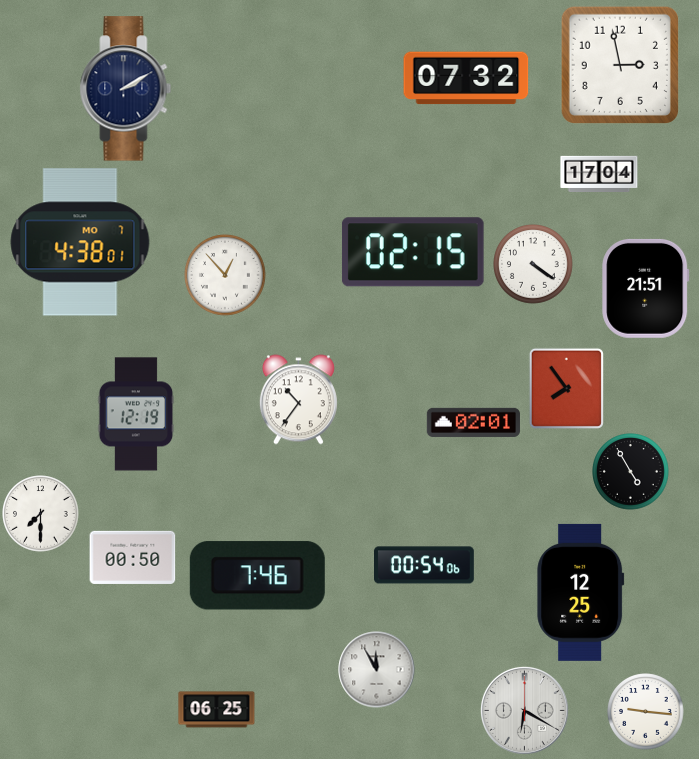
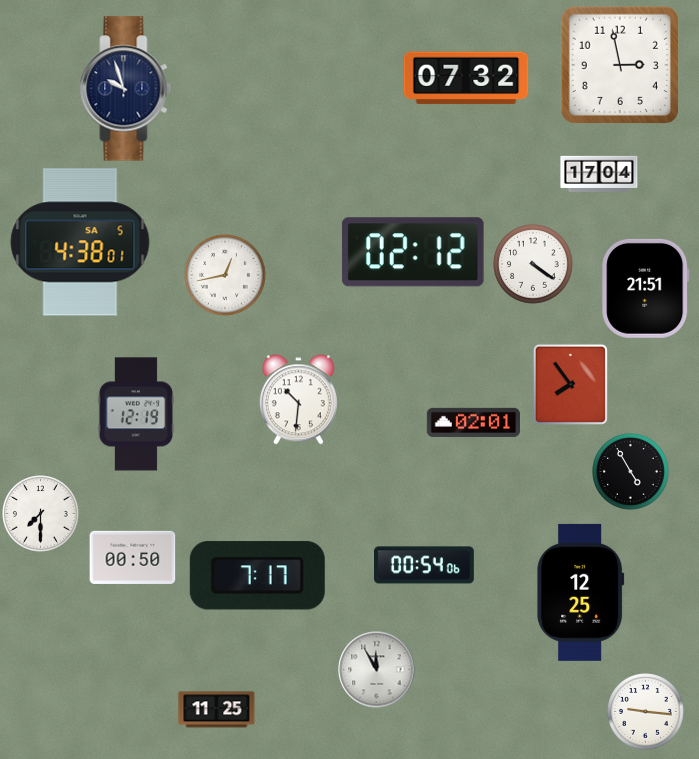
clock at (126, 89): 2:10 -> 9:57
clock at (80, 242) date: MO 7 -> SA 5
clock at (413, 252): 02:15 -> 02:12
clock at (226, 276): 12:53 -> 12:43
clock at (566, 388) position: (566, 388) -> (570, 384)
clock at (298, 400): 10:36 -> 10:31
clock at (257, 576): 7:46 -> 7:17
clock at (217, 710): 06:25 -> 11:25
clock at (524, 710): 6:20 -> none
